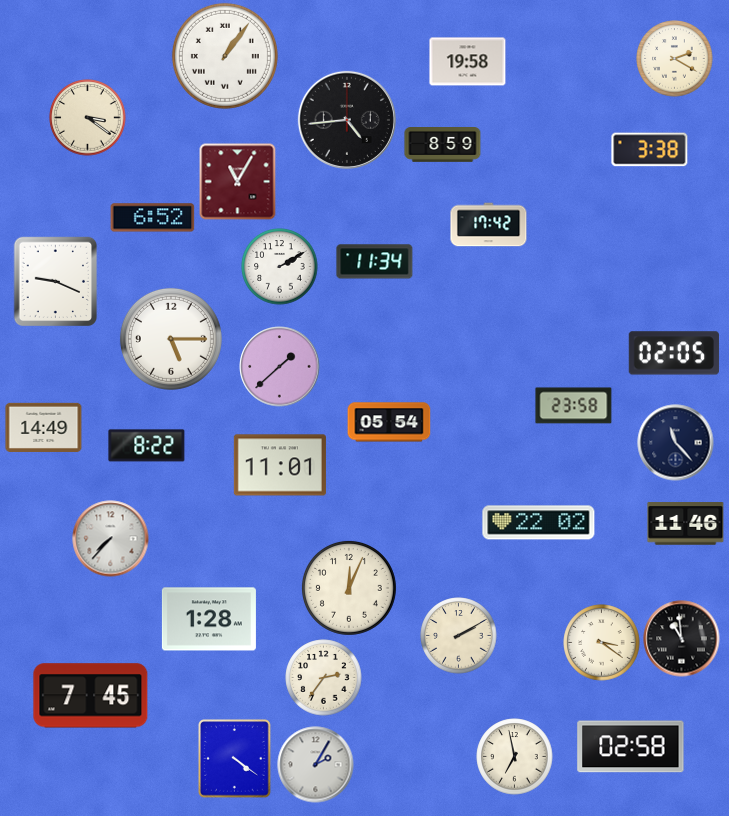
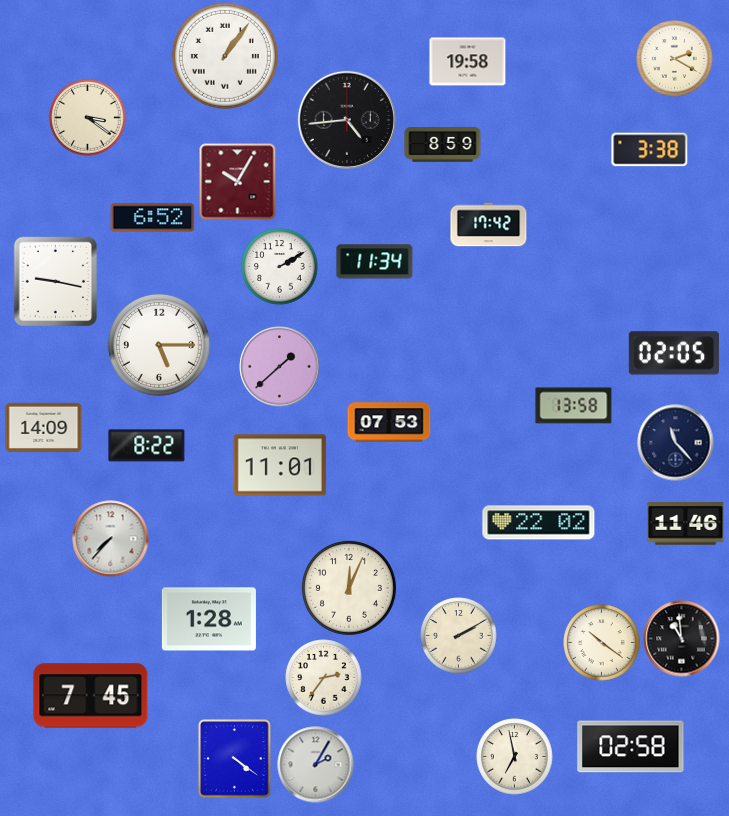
clock at (238, 182): 11:05 -> 10:05
clock at (56, 282): 9:19 -> 9:17
clock at (171, 339) position: (171, 339) -> (159, 345)
clock at (574, 406): 23:58 -> 13:58
clock at (389, 422): 05:54 -> 07:53
clock at (44, 427): 14:49 -> 14:09
clock at (602, 643): 3:21 -> 10:21
